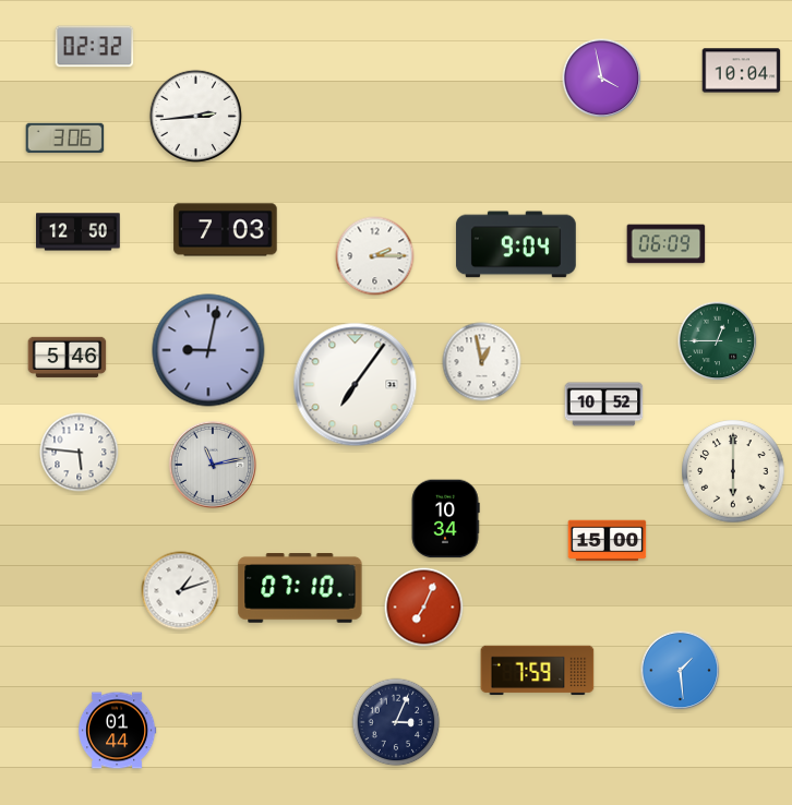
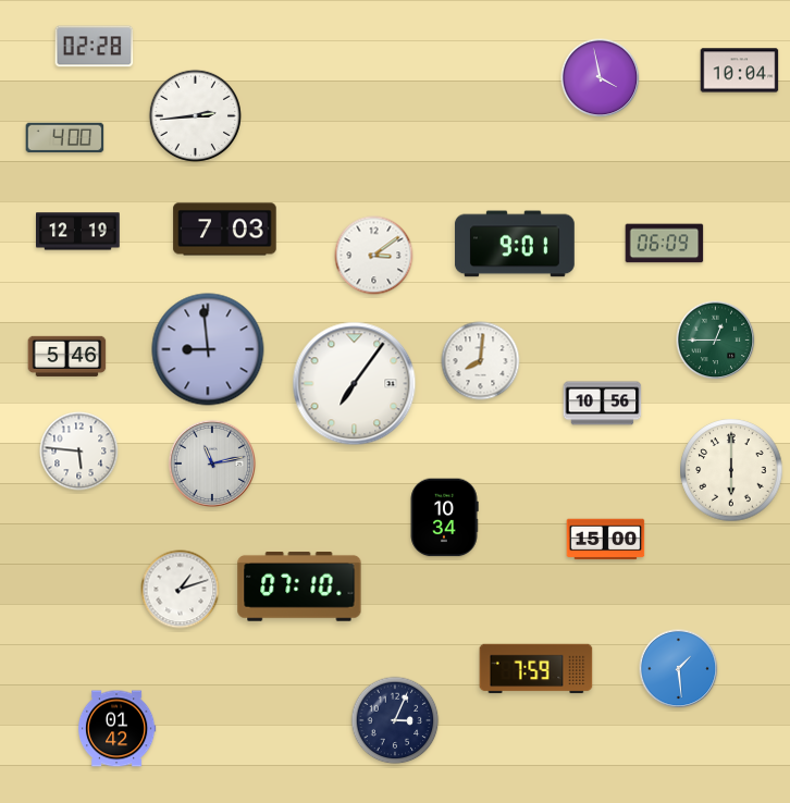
clock at (95, 47): 02:32 -> 02:28
clock at (65, 139): 3:06 -> 4:00
clock at (79, 232): 12:50 -> 12:19
clock at (516, 244): 9:04 -> 9:01
clock at (375, 256): 2:15 -> 3:09
clock at (208, 350): 9:02 -> 8:59
clock at (482, 362): 12:58 -> 8:01
clock at (604, 405): 10:52 -> 10:56
clock at (424, 608): 7:04 -> none
clock at (117, 731): 01:44 -> 01:42
